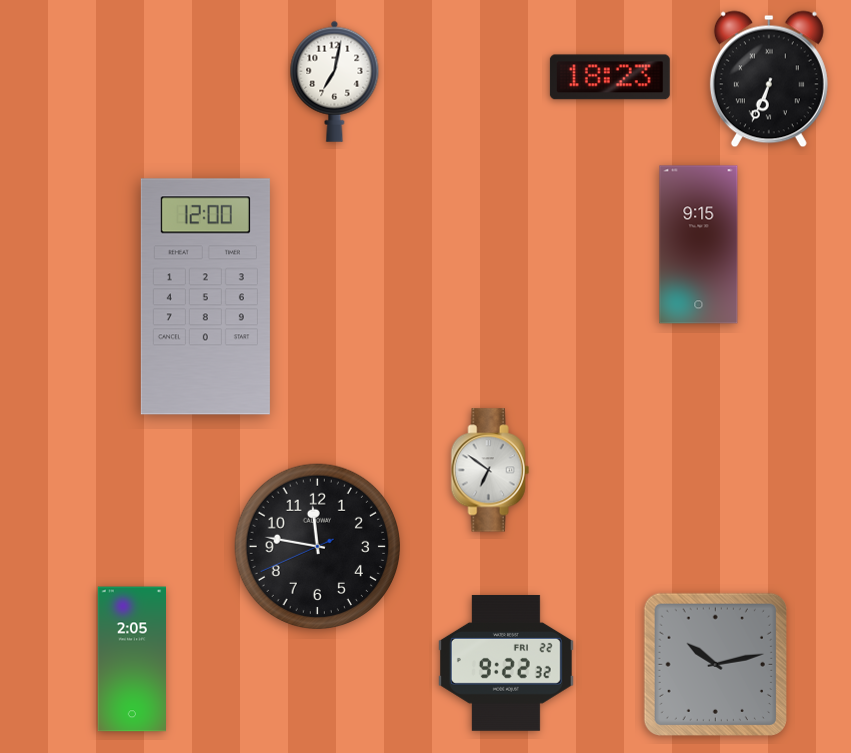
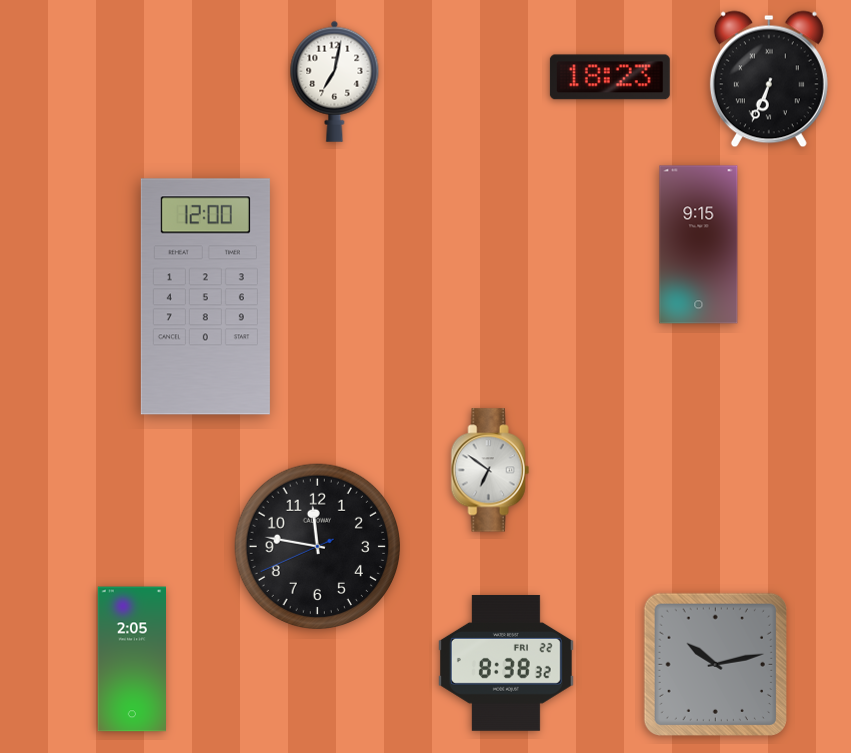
clock at (506, 663): 9:22 -> 8:38
